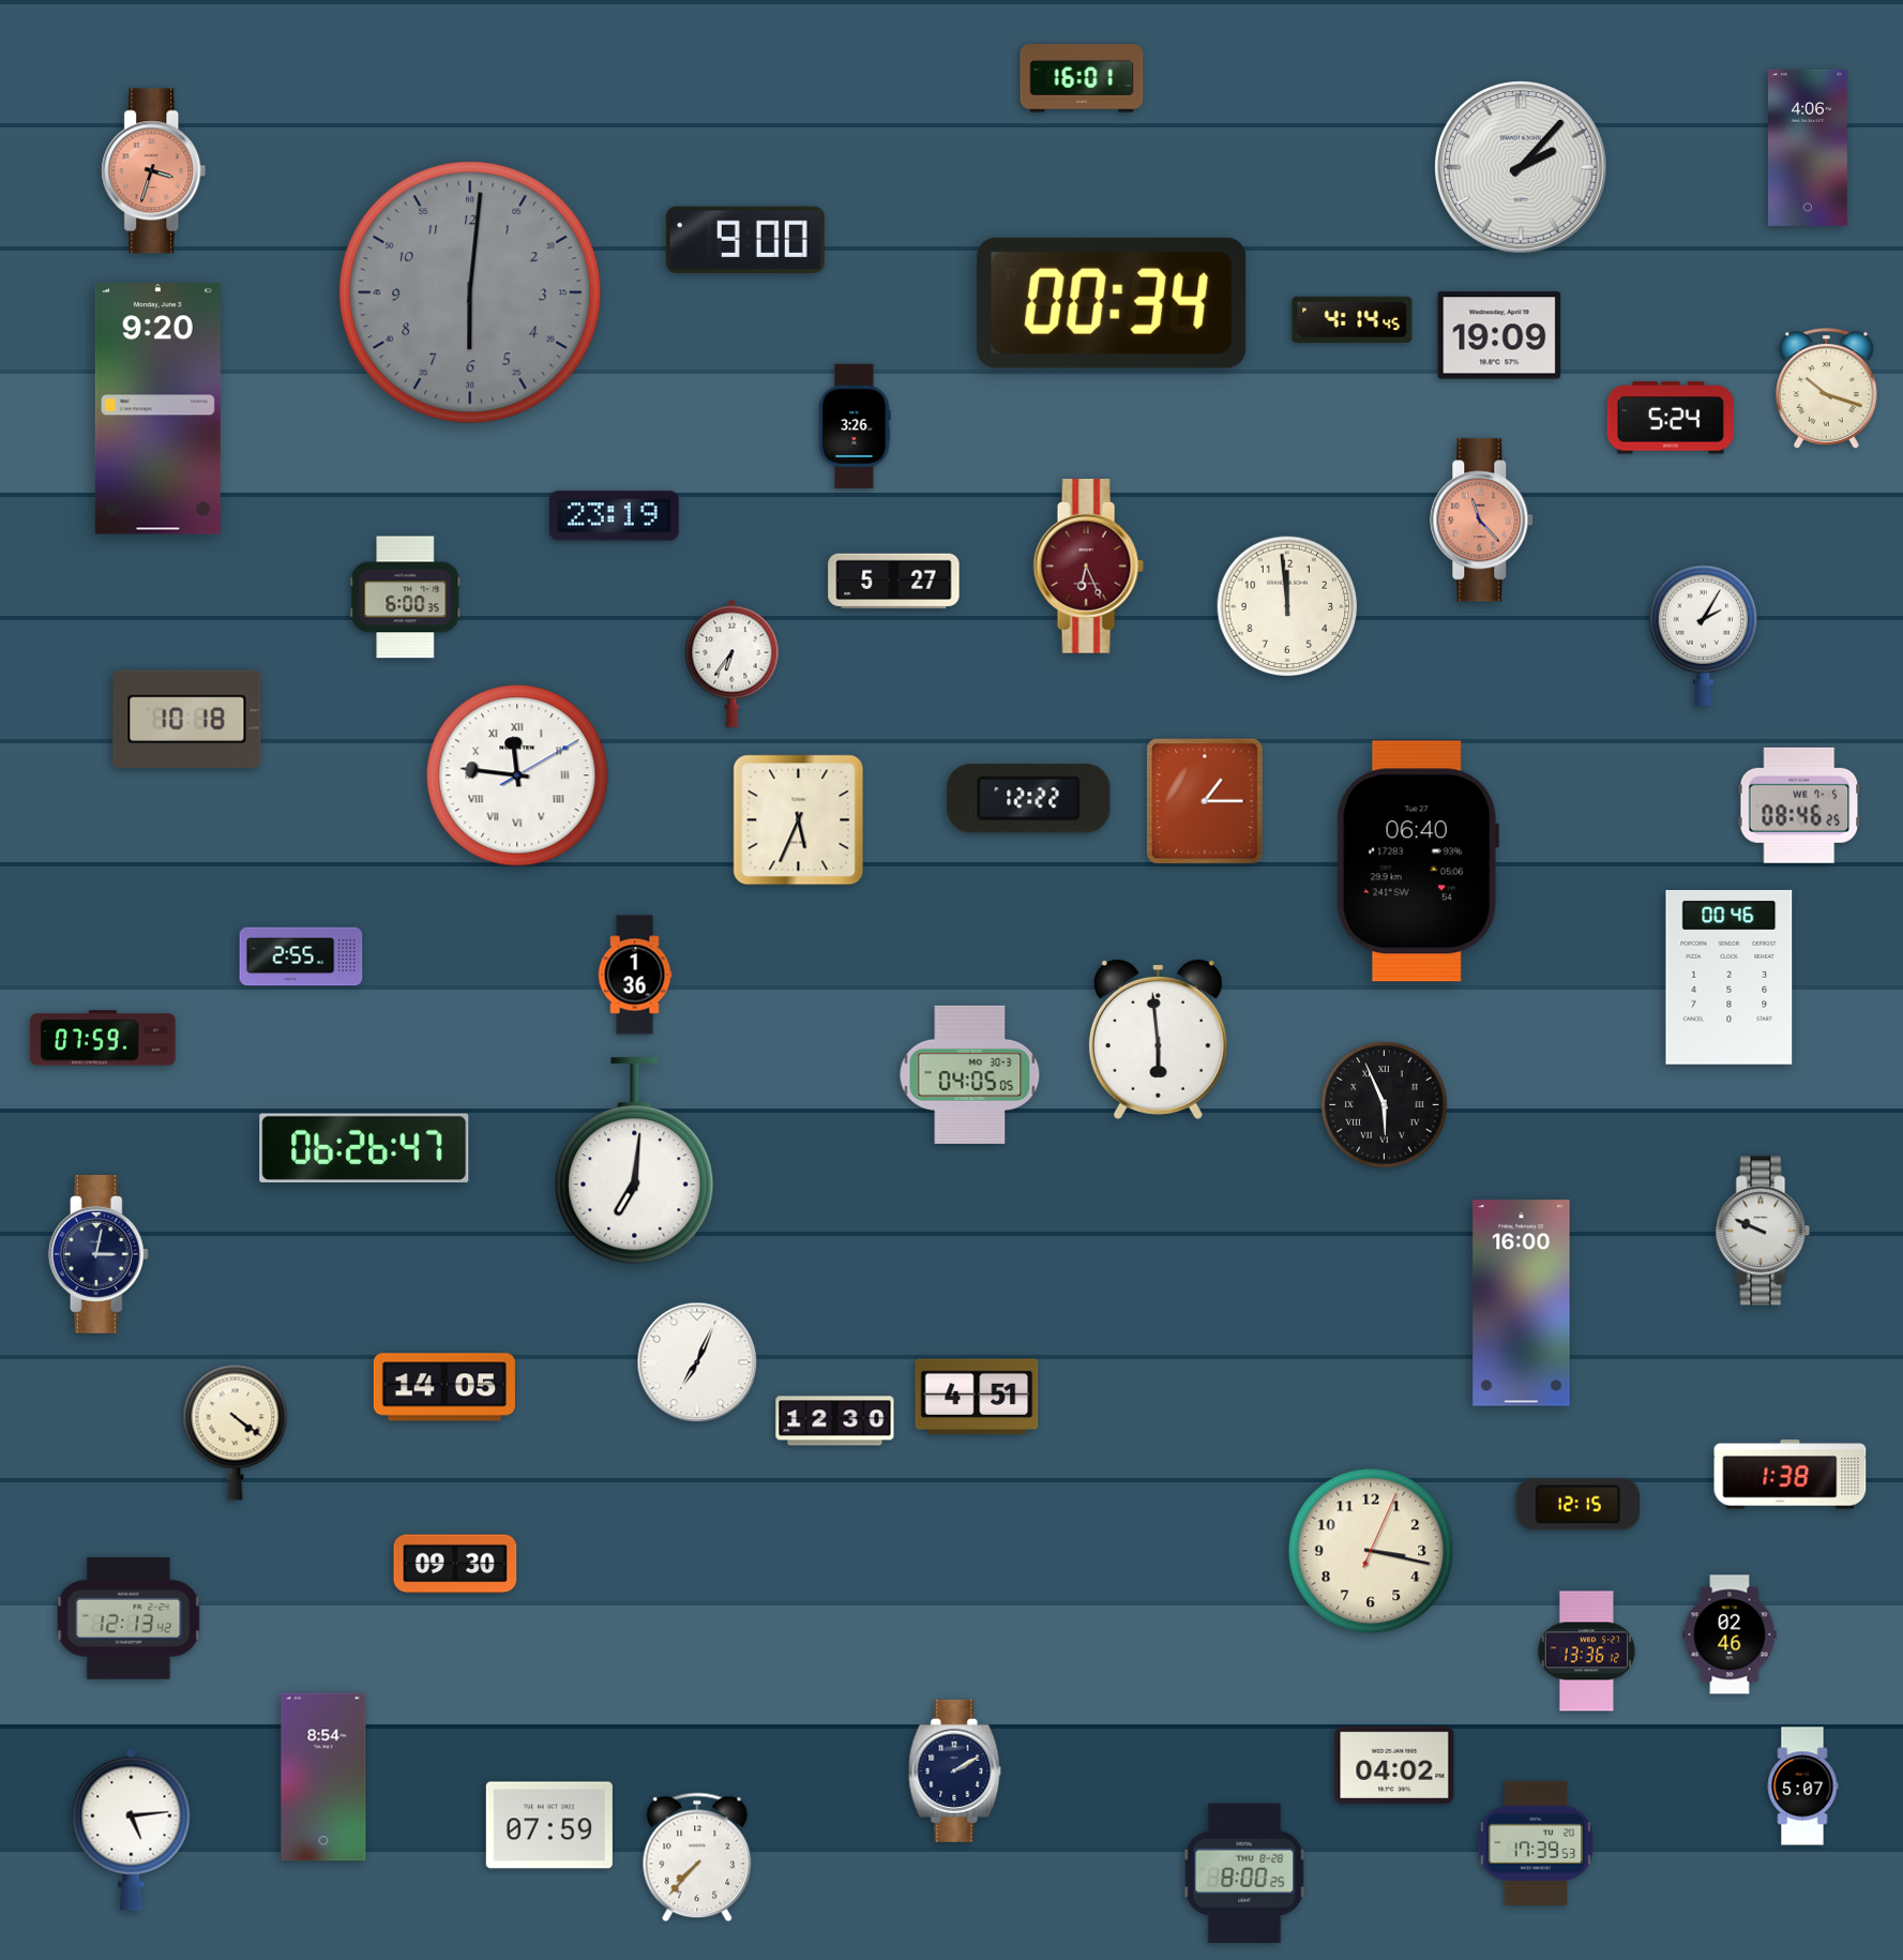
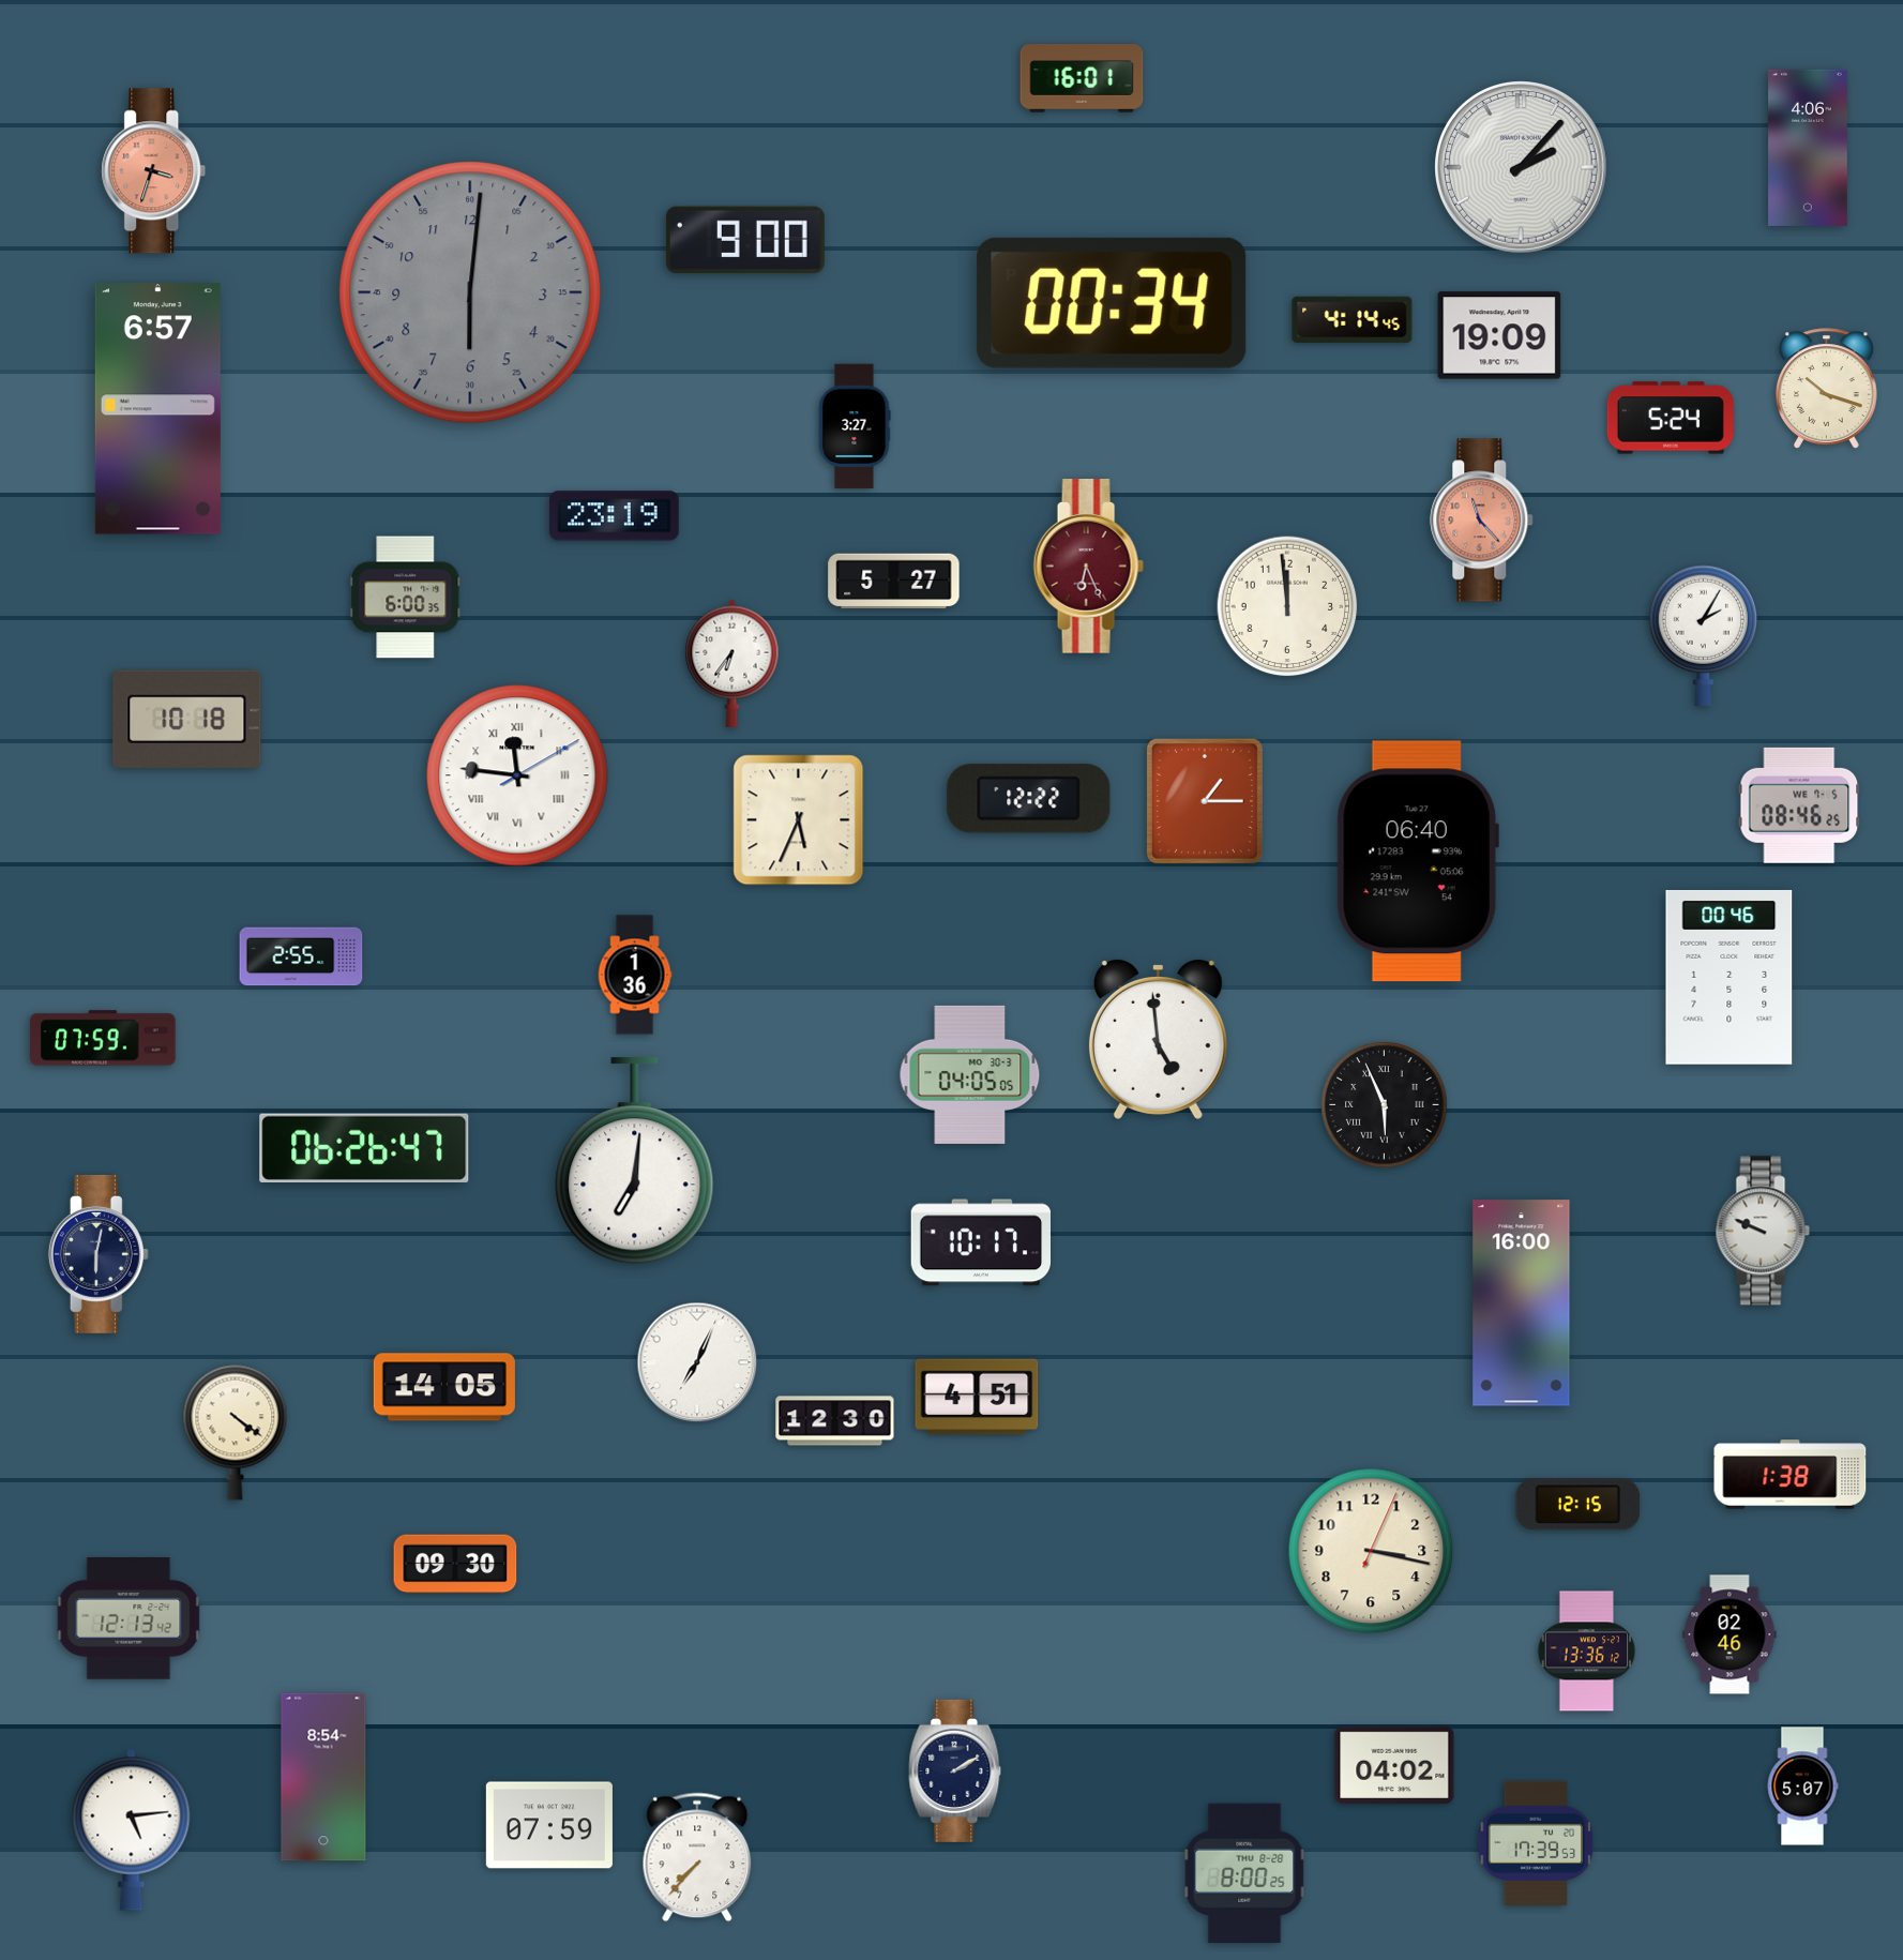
clock at (157, 409): 9:20 -> 6:57
clock at (855, 426): 3:26 -> 3:27
clock at (1158, 1040): 5:59 -> 4:59
clock at (980, 1242): none -> 10:17
clock at (99, 1254): 3:02 -> 6:02
